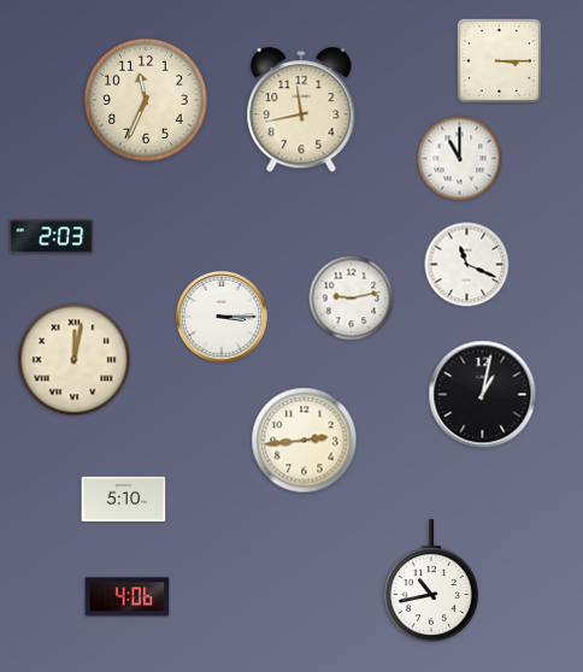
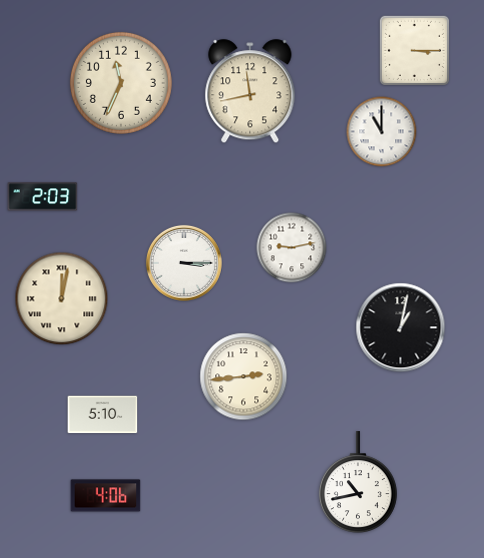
clock at (467, 265): 11:19 -> none
clock at (305, 441) position: (305, 441) -> (244, 377)
